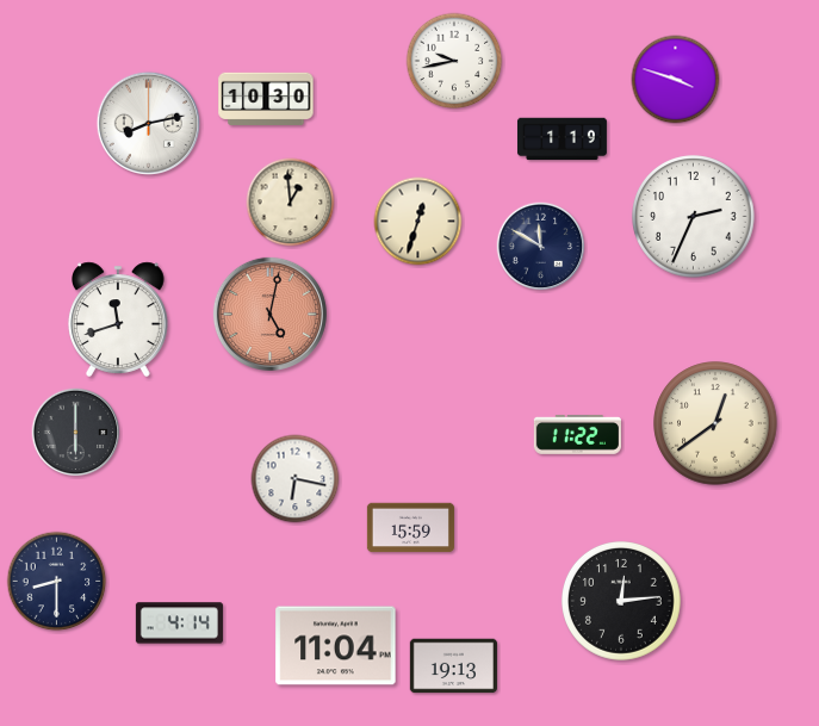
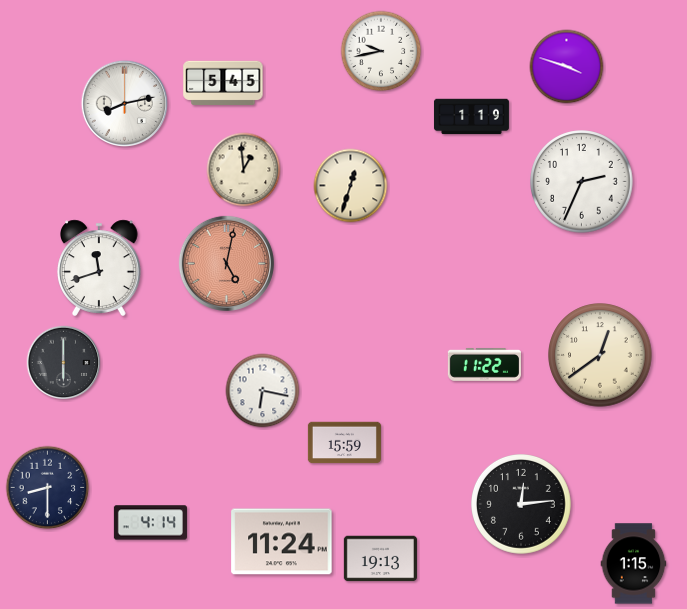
clock at (266, 98): 10:30 -> 5:45
clock at (541, 247): 11:50 -> none
clock at (296, 479) position: (296, 479) -> (263, 391)
clock at (336, 646): 11:04 -> 11:24
clock at (634, 564): none -> 1:15
